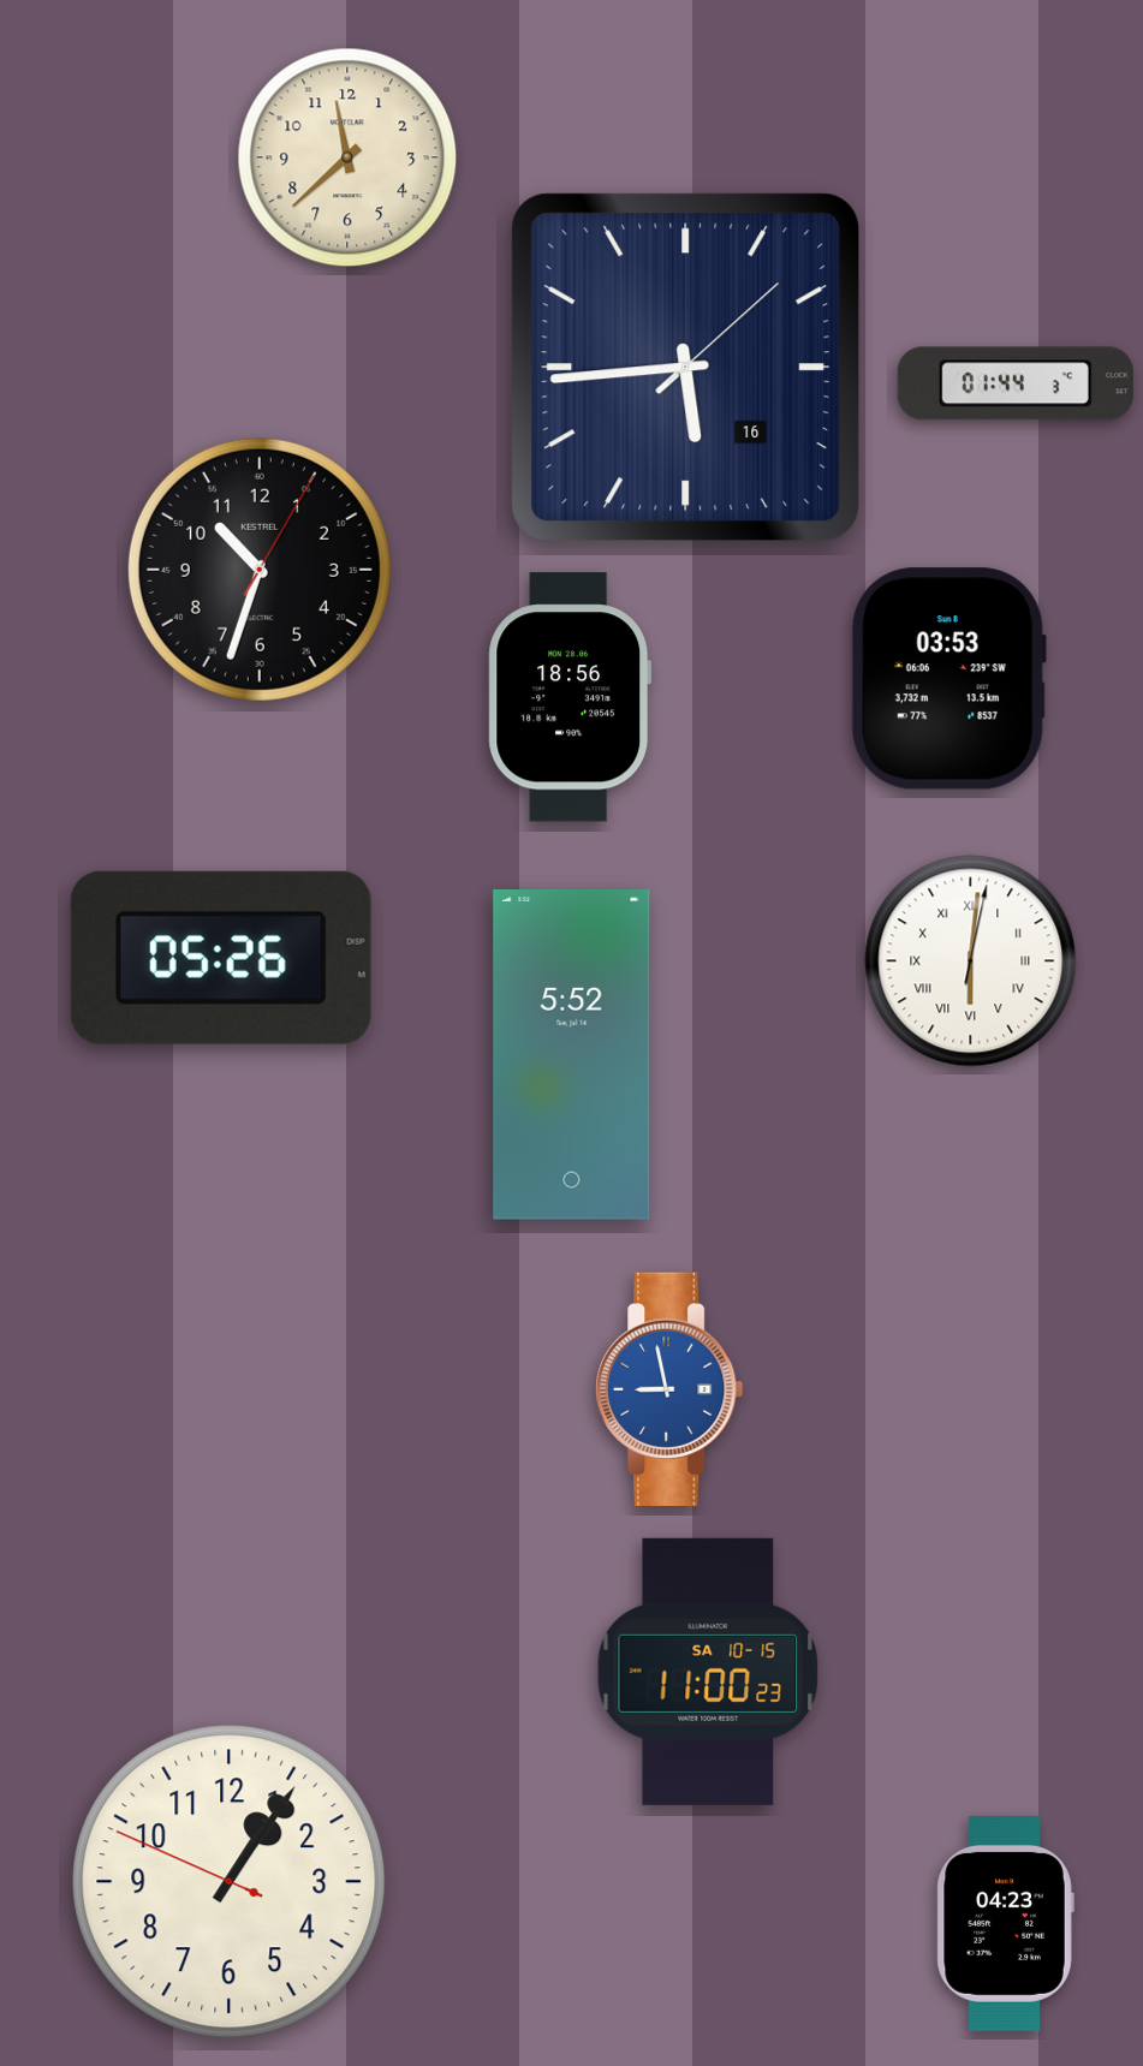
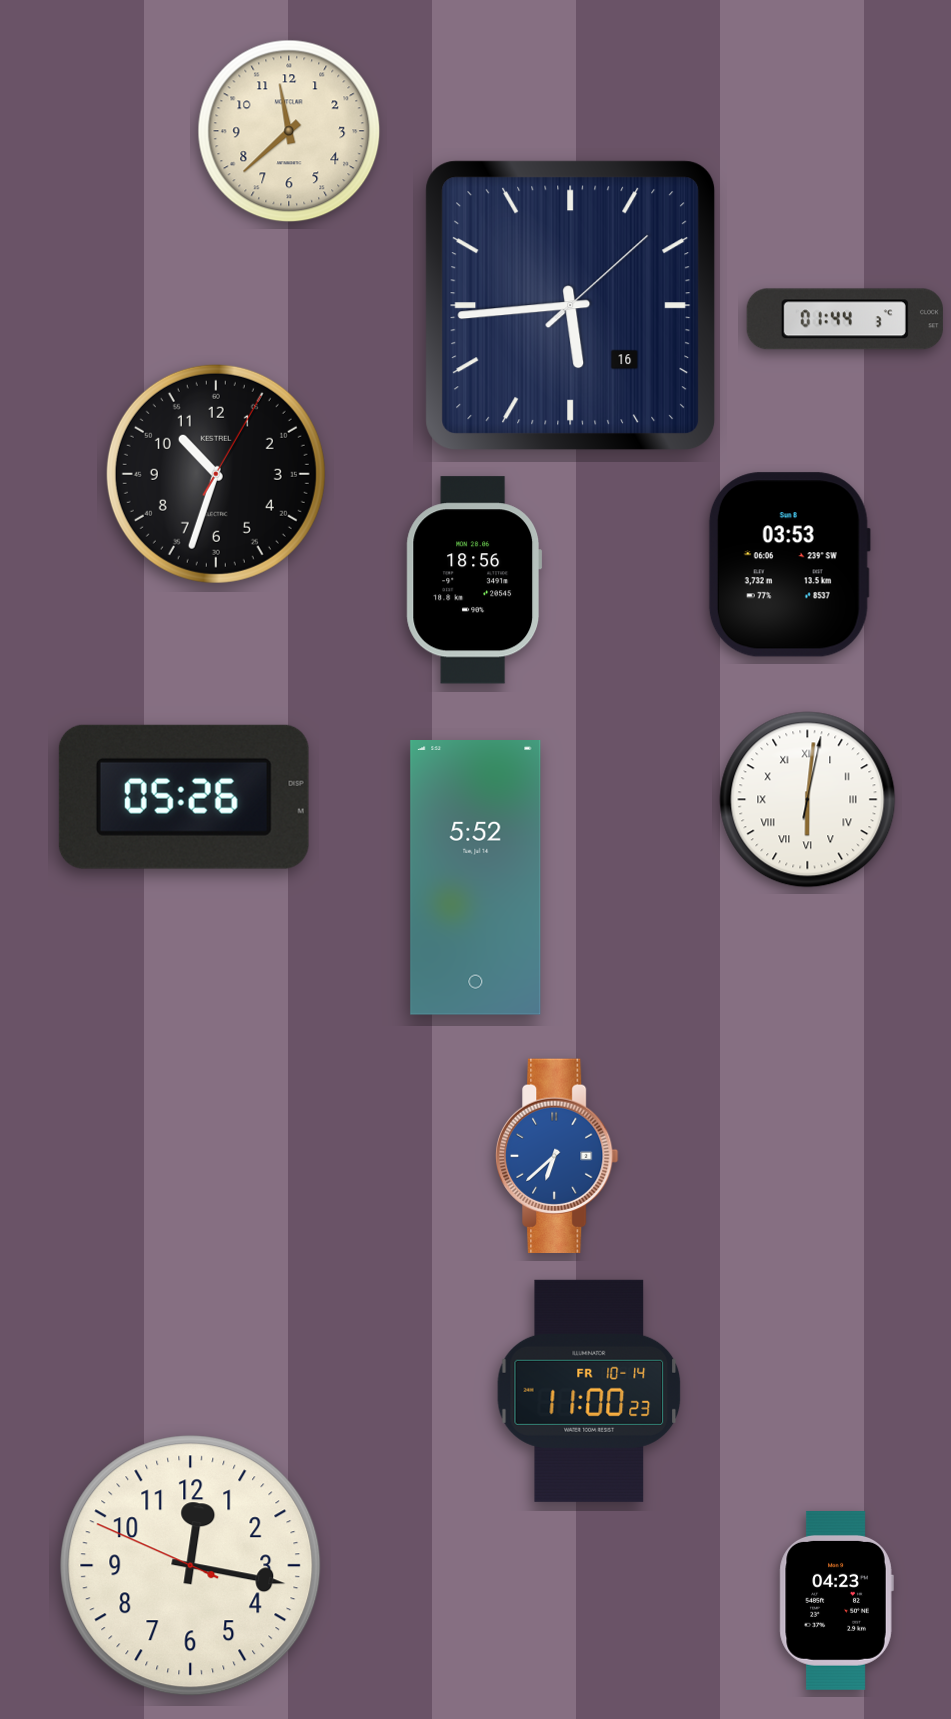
clock at (669, 1389): 8:58 -> 6:38
clock at (708, 1672) date: SA 10-15 -> FR 10-14
clock at (230, 1882): 1:05 -> 12:16
